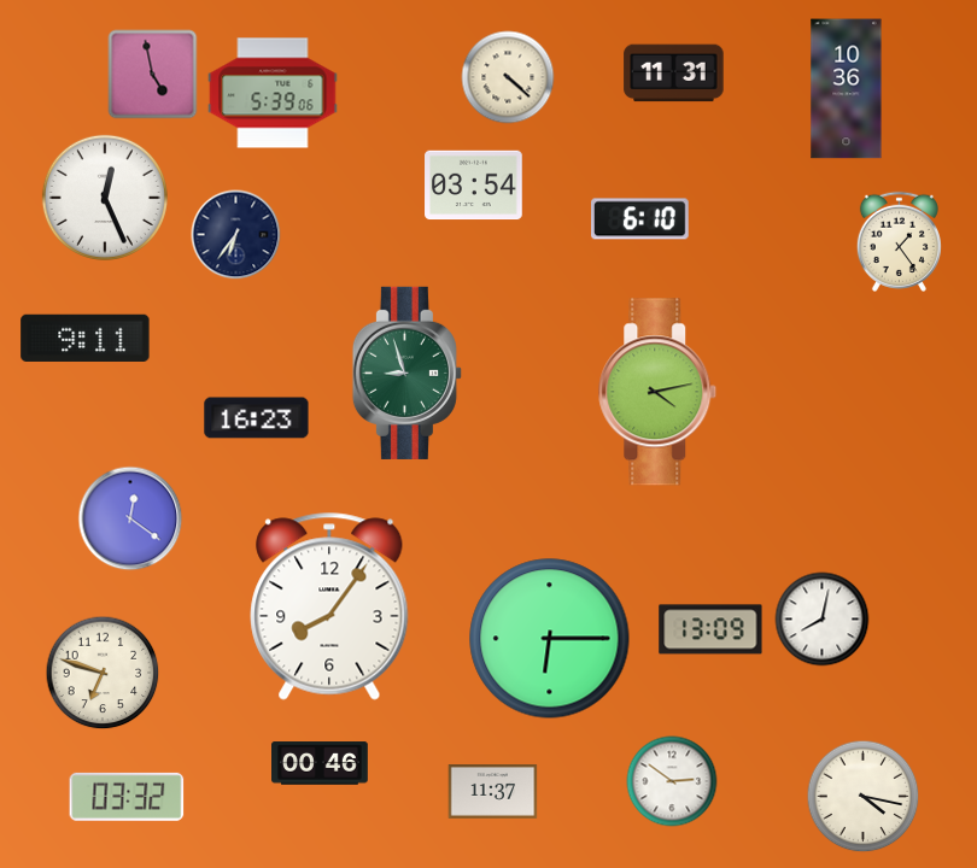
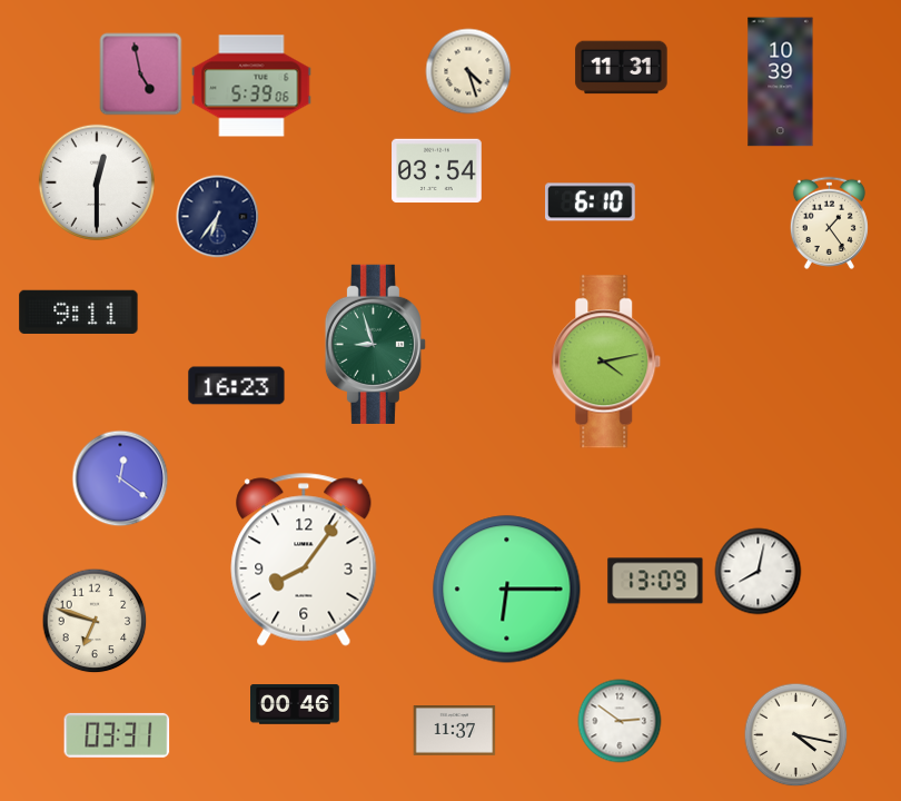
clock at (153, 75) position: (153, 75) -> (141, 75)
clock at (508, 77): 4:22 -> 4:27
clock at (847, 89): 10:36 -> 10:39
clock at (105, 198): 12:26 -> 12:30
clock at (127, 797): 03:32 -> 03:31
